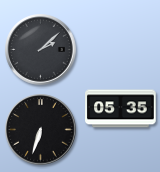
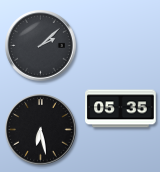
clock at (41, 50) position: (41, 50) -> (41, 46)
clock at (41, 130): 6:33 -> 6:28
